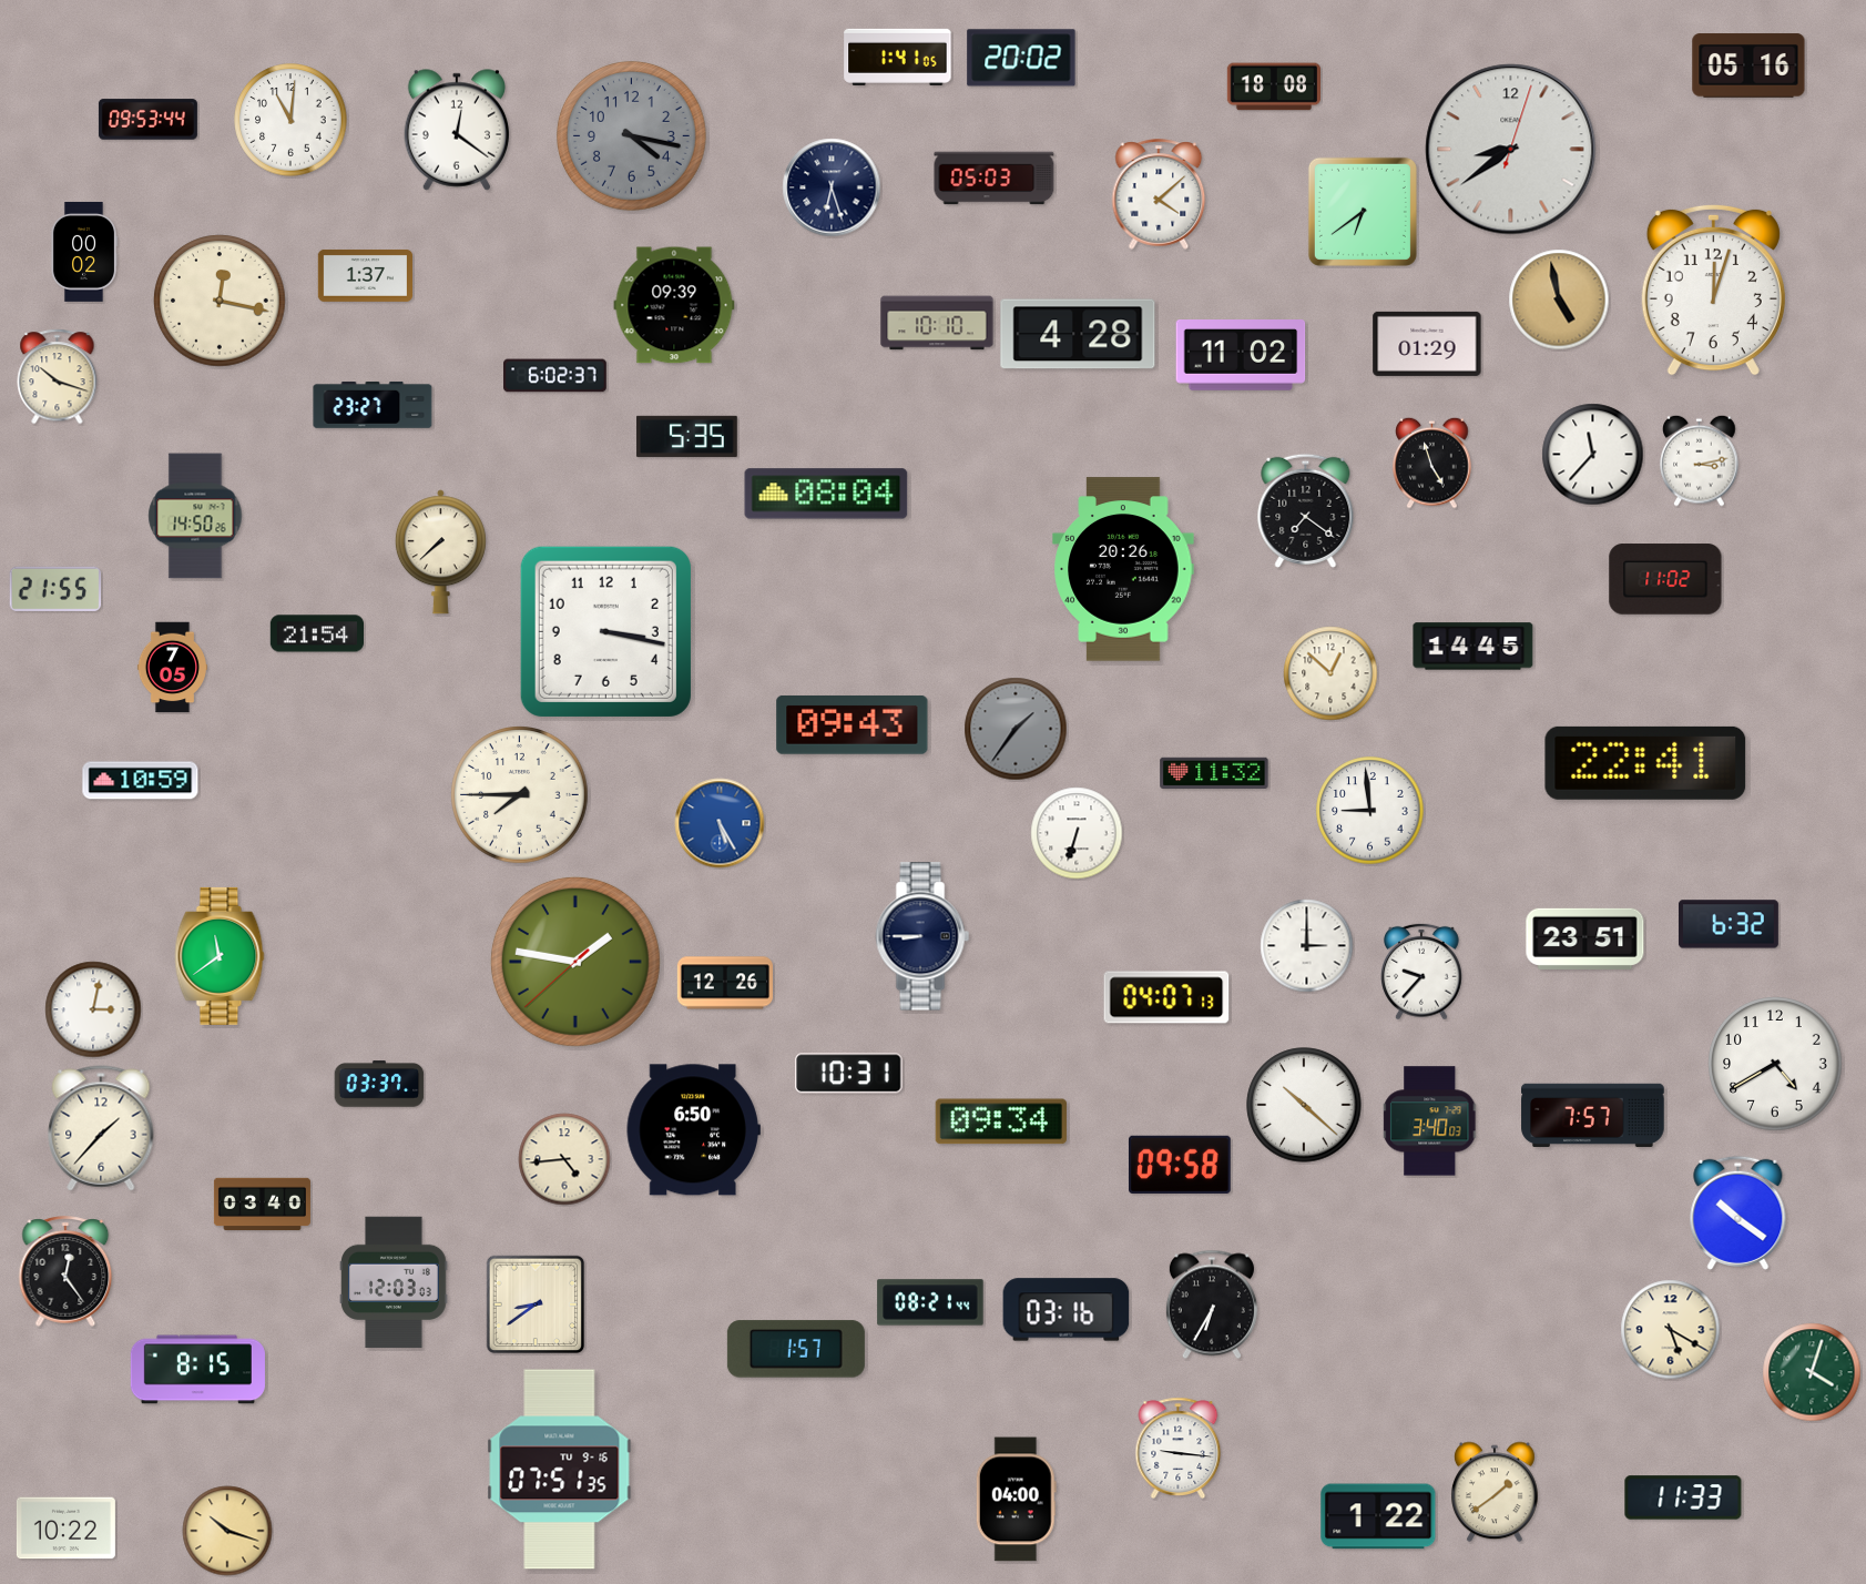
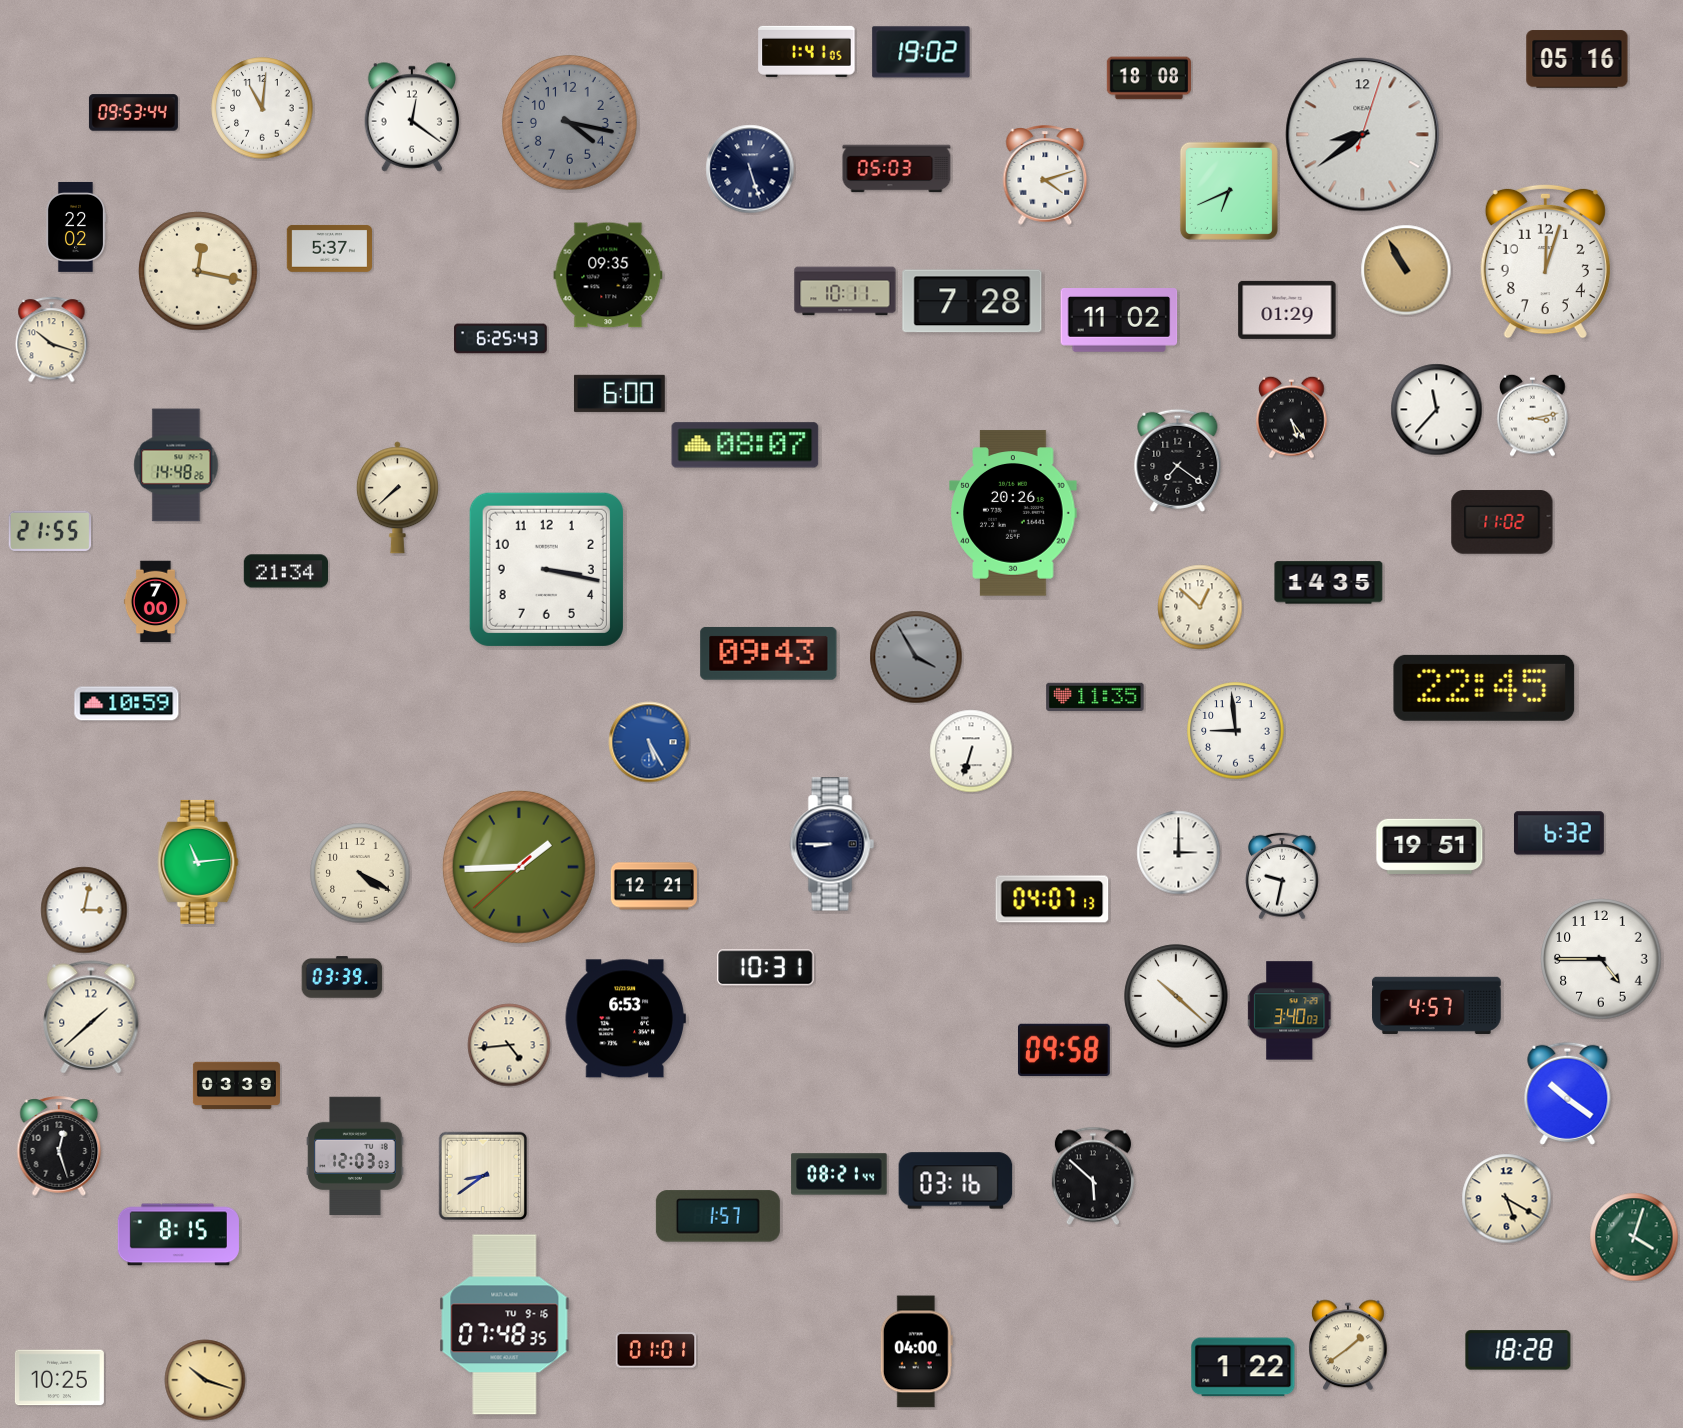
clock at (898, 57) position: (898, 57) -> (807, 51)
clock at (1021, 58): 20:02 -> 19:02
clock at (147, 120) position: (147, 120) -> (133, 113)
clock at (995, 179) position: (995, 179) -> (897, 169)
clock at (832, 187): 6:27 -> 5:27
clock at (1159, 194): 4:08 -> 4:12
clock at (1363, 212): 6:39 -> 6:41
clock at (83, 252): 00:02 -> 22:02
clock at (365, 275): 1:37 -> 5:37
clock at (1559, 299): 4:58 -> 10:55
clock at (674, 305): 09:39 -> 09:35
clock at (937, 323): 10:10 -> 10:11
clock at (1078, 334): 4:28 -> 7:28
clock at (555, 376): 6:02 -> 6:25
clock at (373, 405): 23:27 -> none
clock at (686, 436): 5:35 -> 6:00
clock at (1432, 463): 4:57 -> 5:24
clock at (826, 494): 08:04 -> 08:07
clock at (195, 516): 14:50 -> 14:48
clock at (316, 633): 21:54 -> 21:34
clock at (1474, 647): 14:45 -> 14:35
clock at (172, 668): 7:05 -> 7:00
clock at (1016, 729): 1:36 -> 3:55
clock at (1645, 763): 22:41 -> 22:45
clock at (1214, 773): 11:32 -> 11:35
clock at (520, 795): 7:45 -> none
clock at (1585, 938): 23:51 -> 19:51
clock at (220, 956): 11:39 -> 11:14
clock at (575, 962): 1:46 -> 1:44
clock at (360, 873): none -> 4:20
clock at (1423, 972): 9:37 -> 9:32
clock at (725, 983): 12:26 -> 12:21
clock at (1775, 1064): 4:40 -> 4:45
clock at (379, 1084): 03:37 -> 03:39
clock at (1593, 1115): 7:57 -> 4:57
clock at (1001, 1121): 09:34 -> none
clock at (101, 1128): 1:37 -> 1:38
clock at (693, 1130): 6:50 -> 6:53
clock at (262, 1205): 03:40 -> 03:39
clock at (65, 1271): 12:24 -> 12:27
clock at (1212, 1304): 6:35 -> 5:52
clock at (1067, 1310) position: (1067, 1310) -> (956, 1181)
clock at (1179, 1448): 9:16 -> none
clock at (560, 1470): 07:51 -> 07:48
clock at (656, 1350): none -> 01:01
clock at (1683, 1497): 11:33 -> 18:28
clock at (65, 1529): 10:22 -> 10:25
